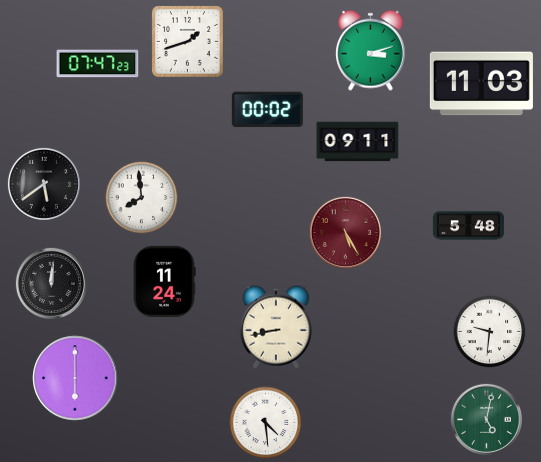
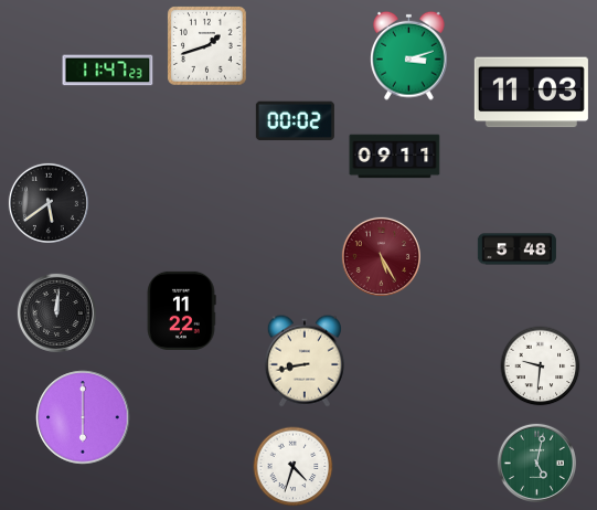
clock at (98, 64): 07:47 -> 11:47
clock at (142, 198): 7:59 -> none
clock at (164, 281): 11:24 -> 11:22
clock at (266, 423): 4:29 -> 4:33
